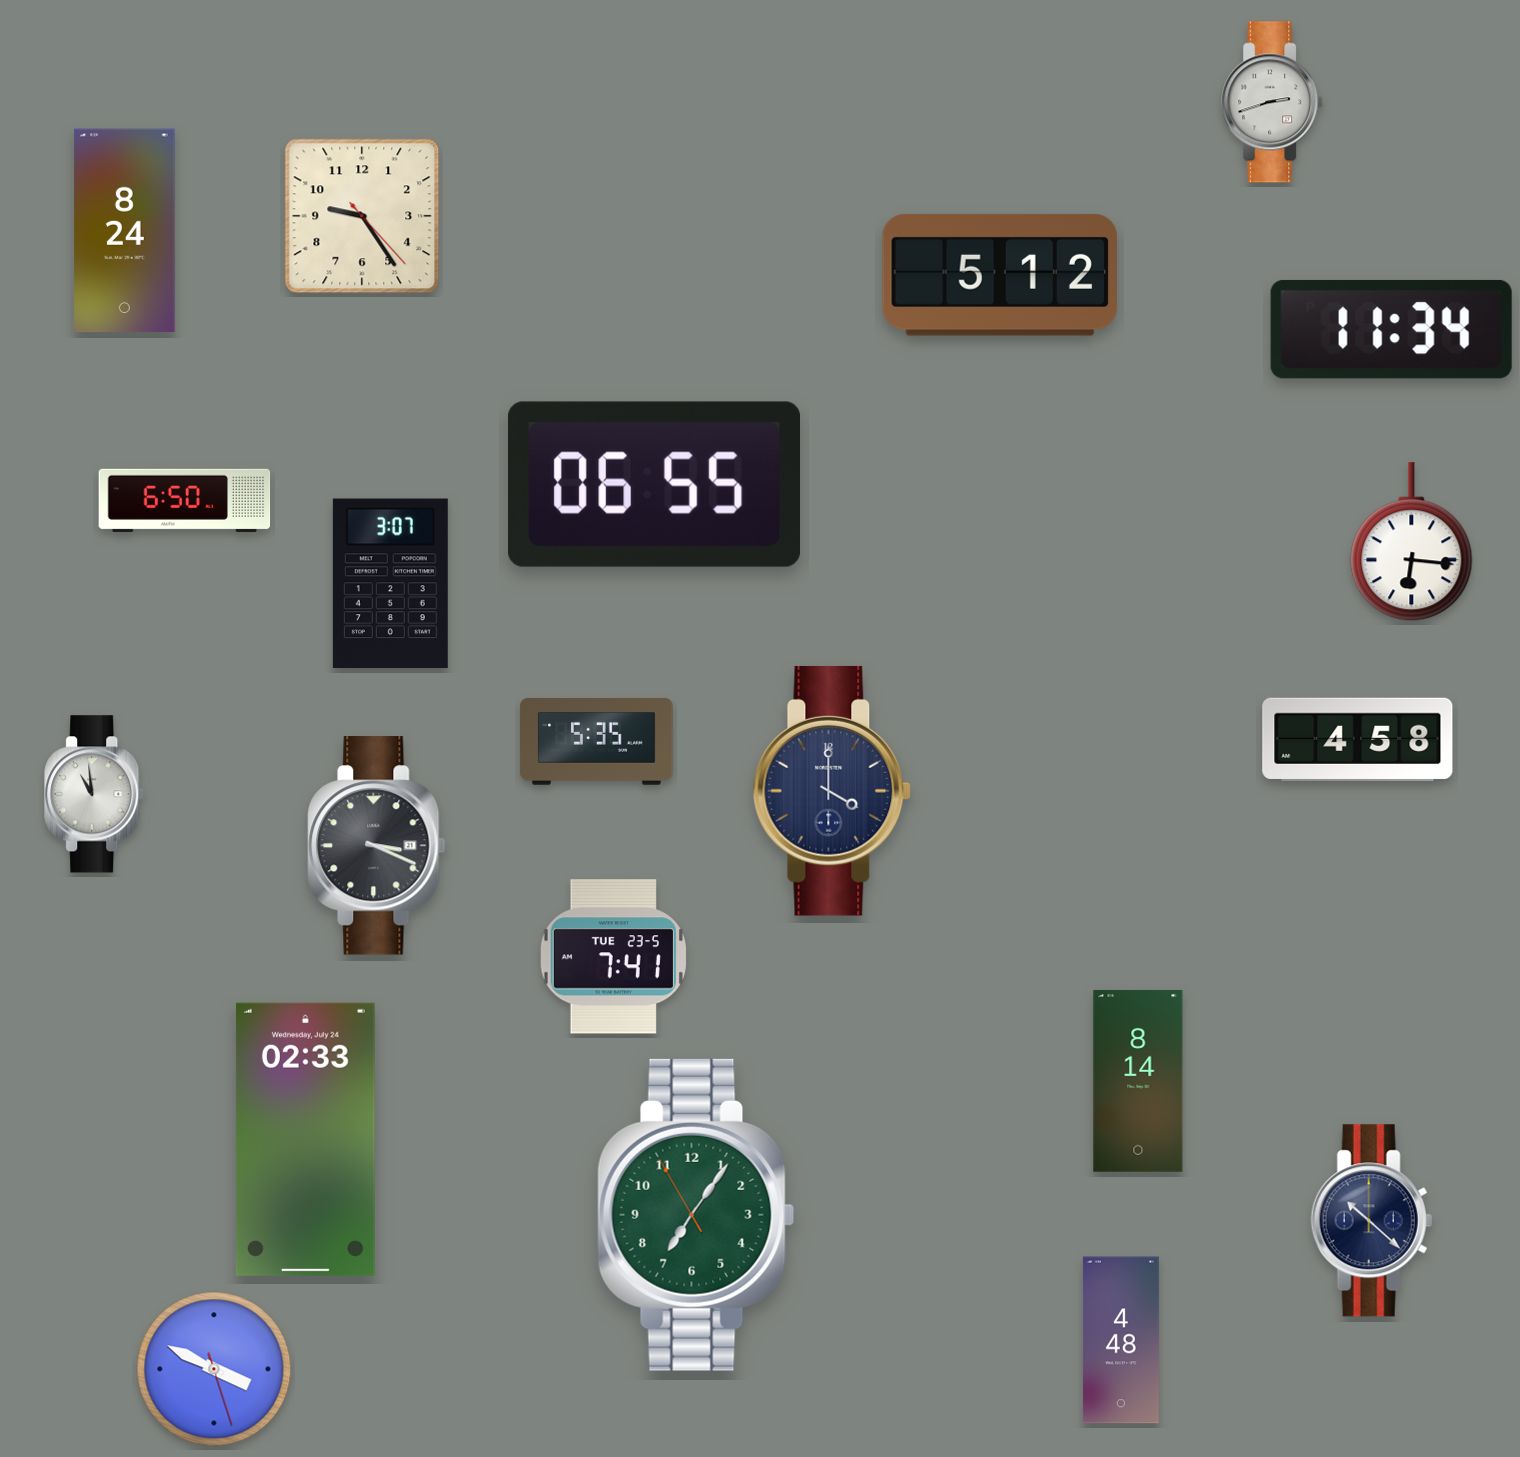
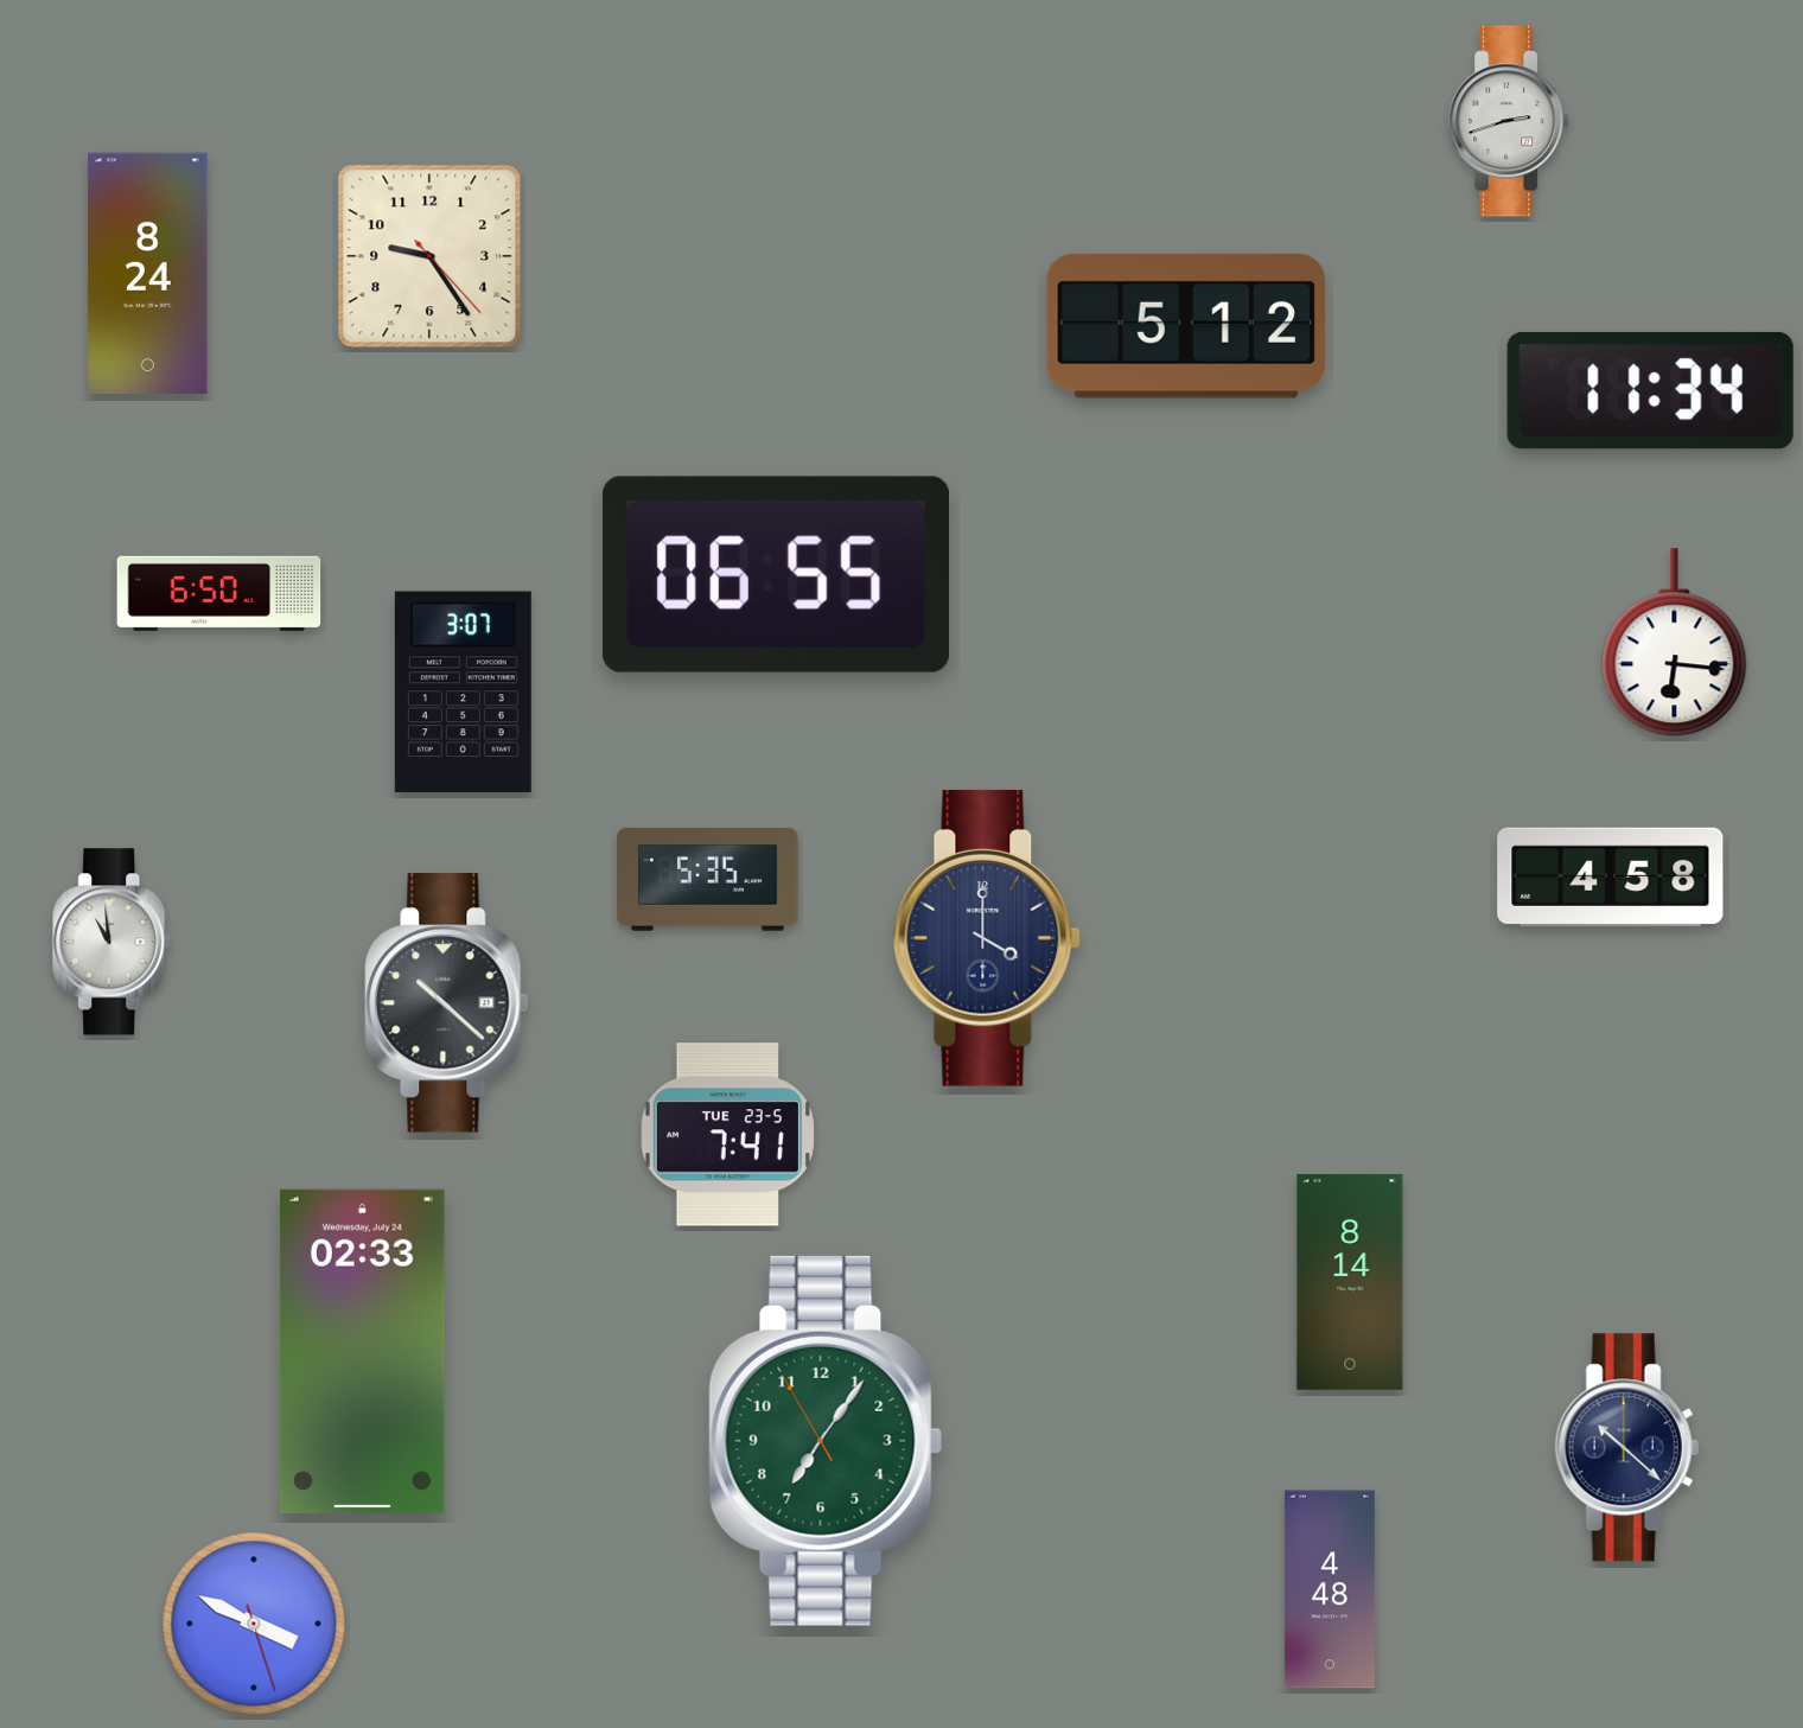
clock at (377, 846): 3:19 -> 10:22
